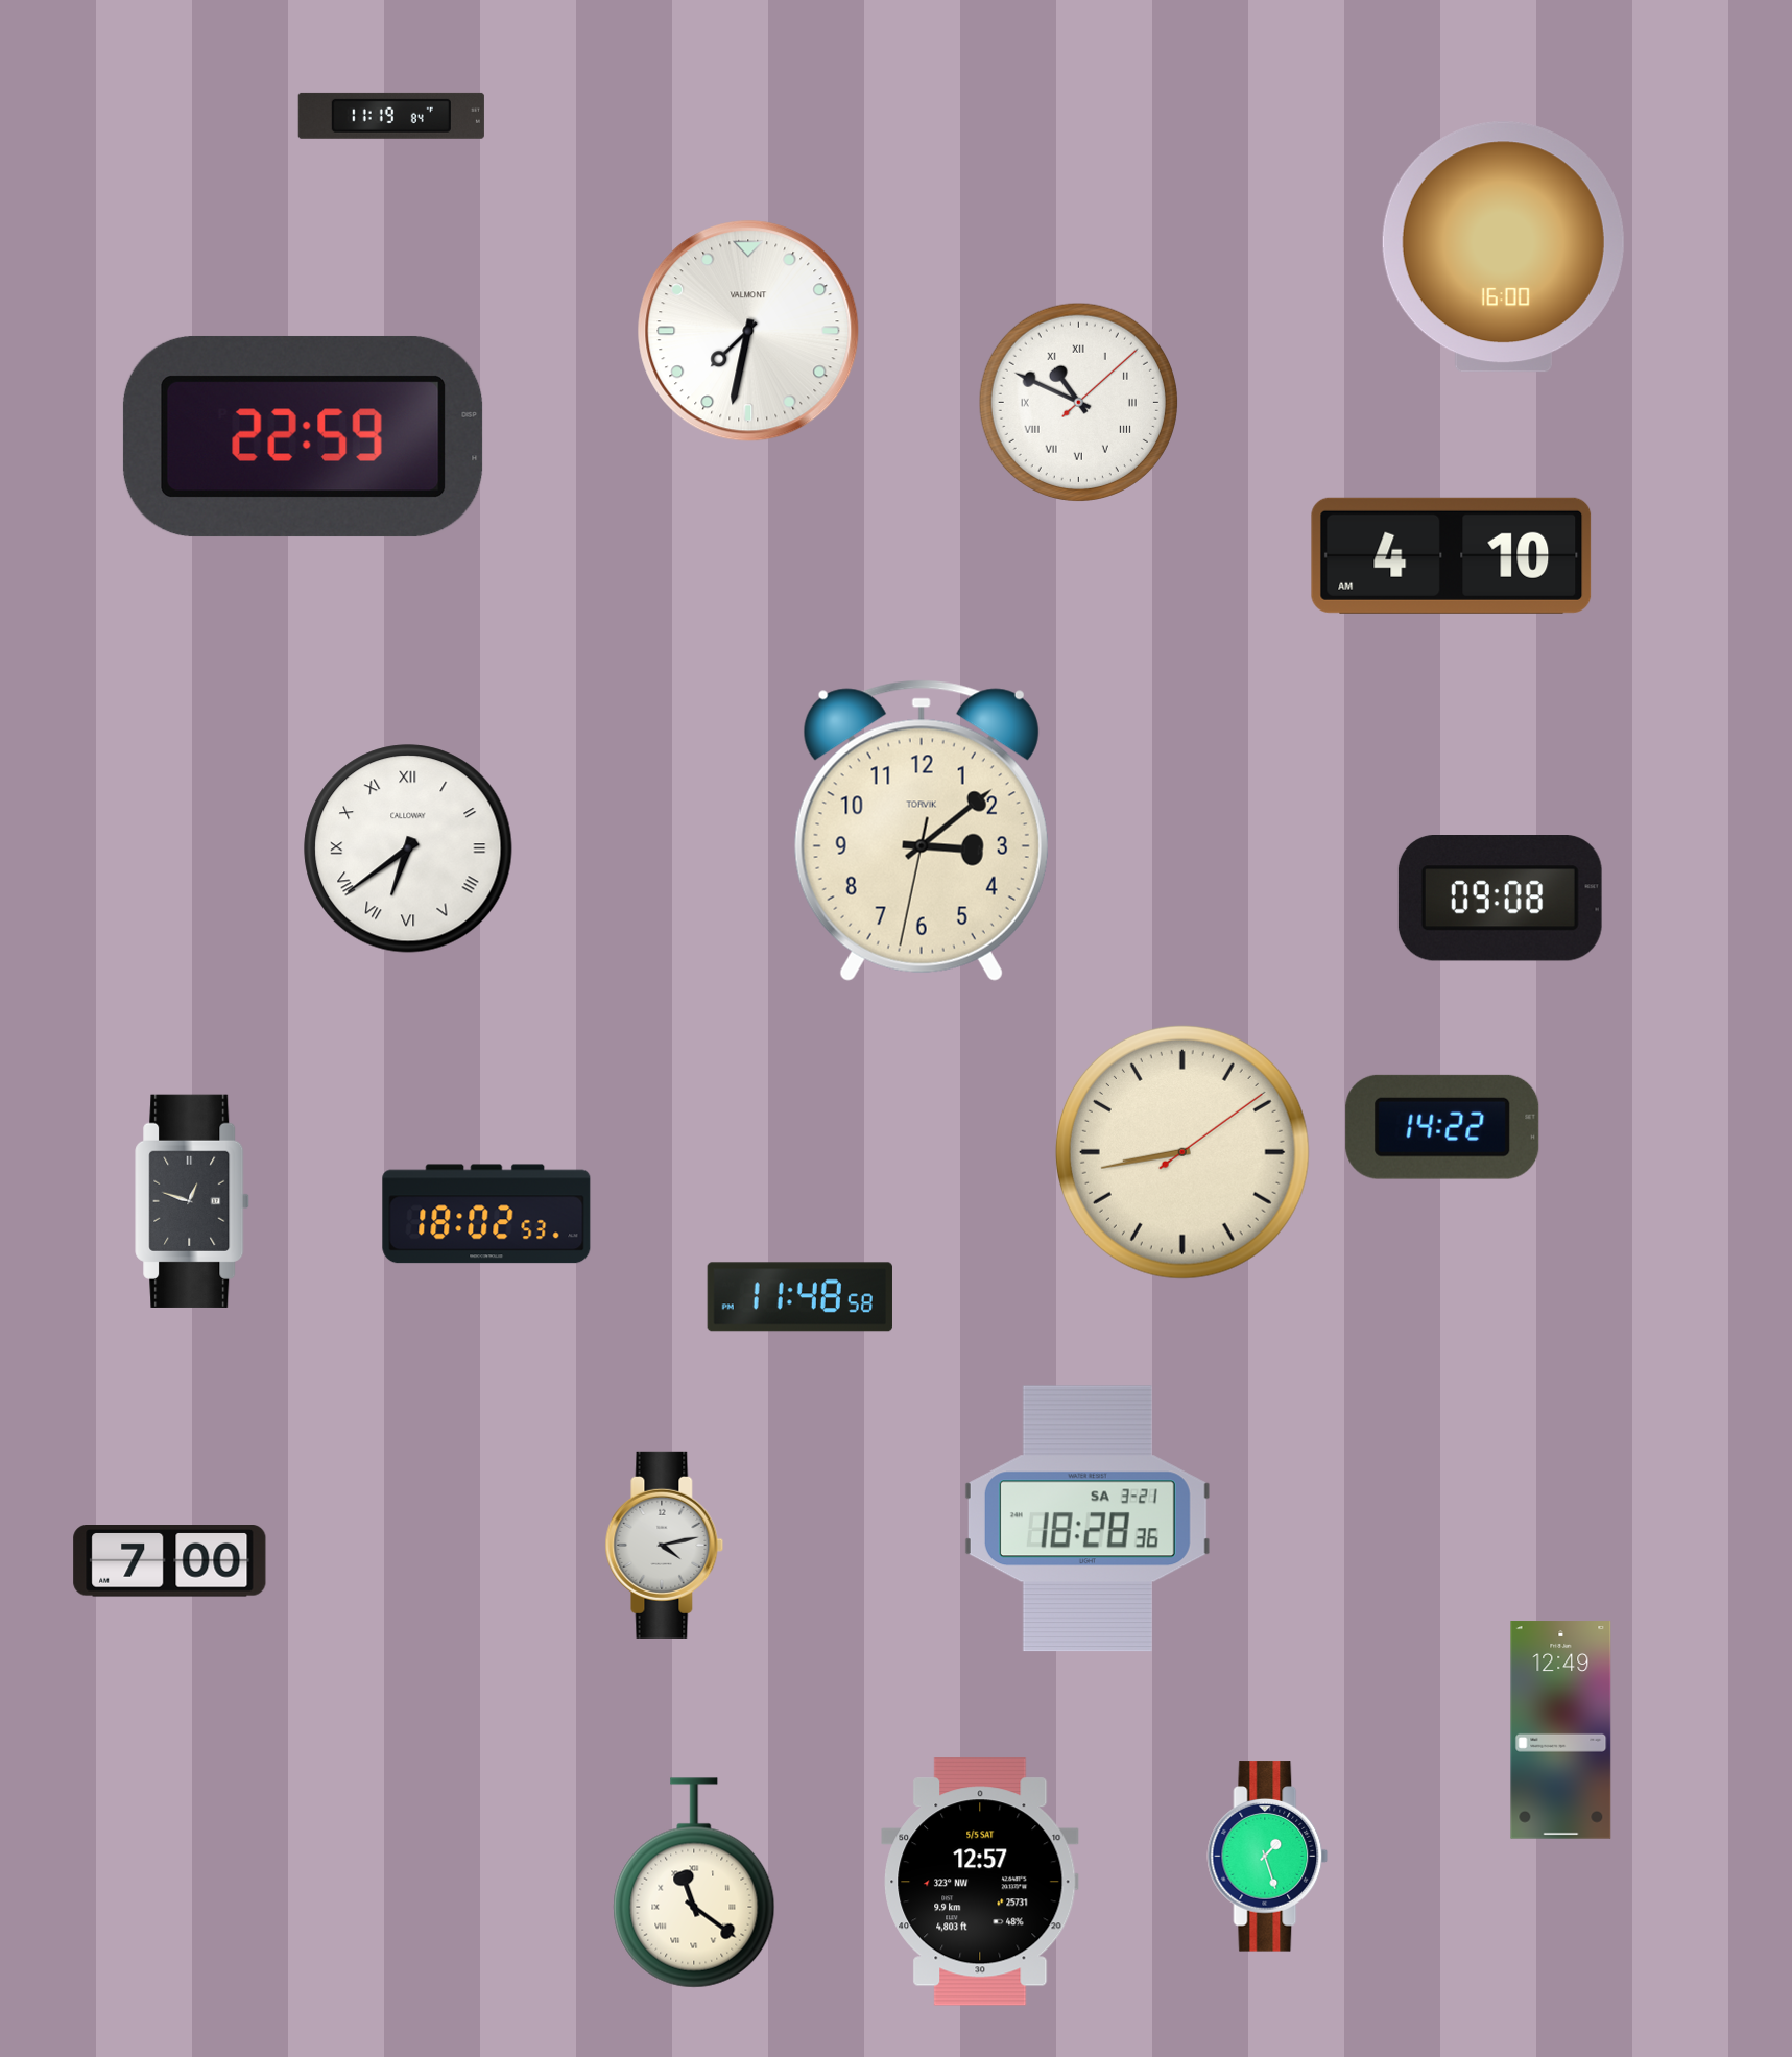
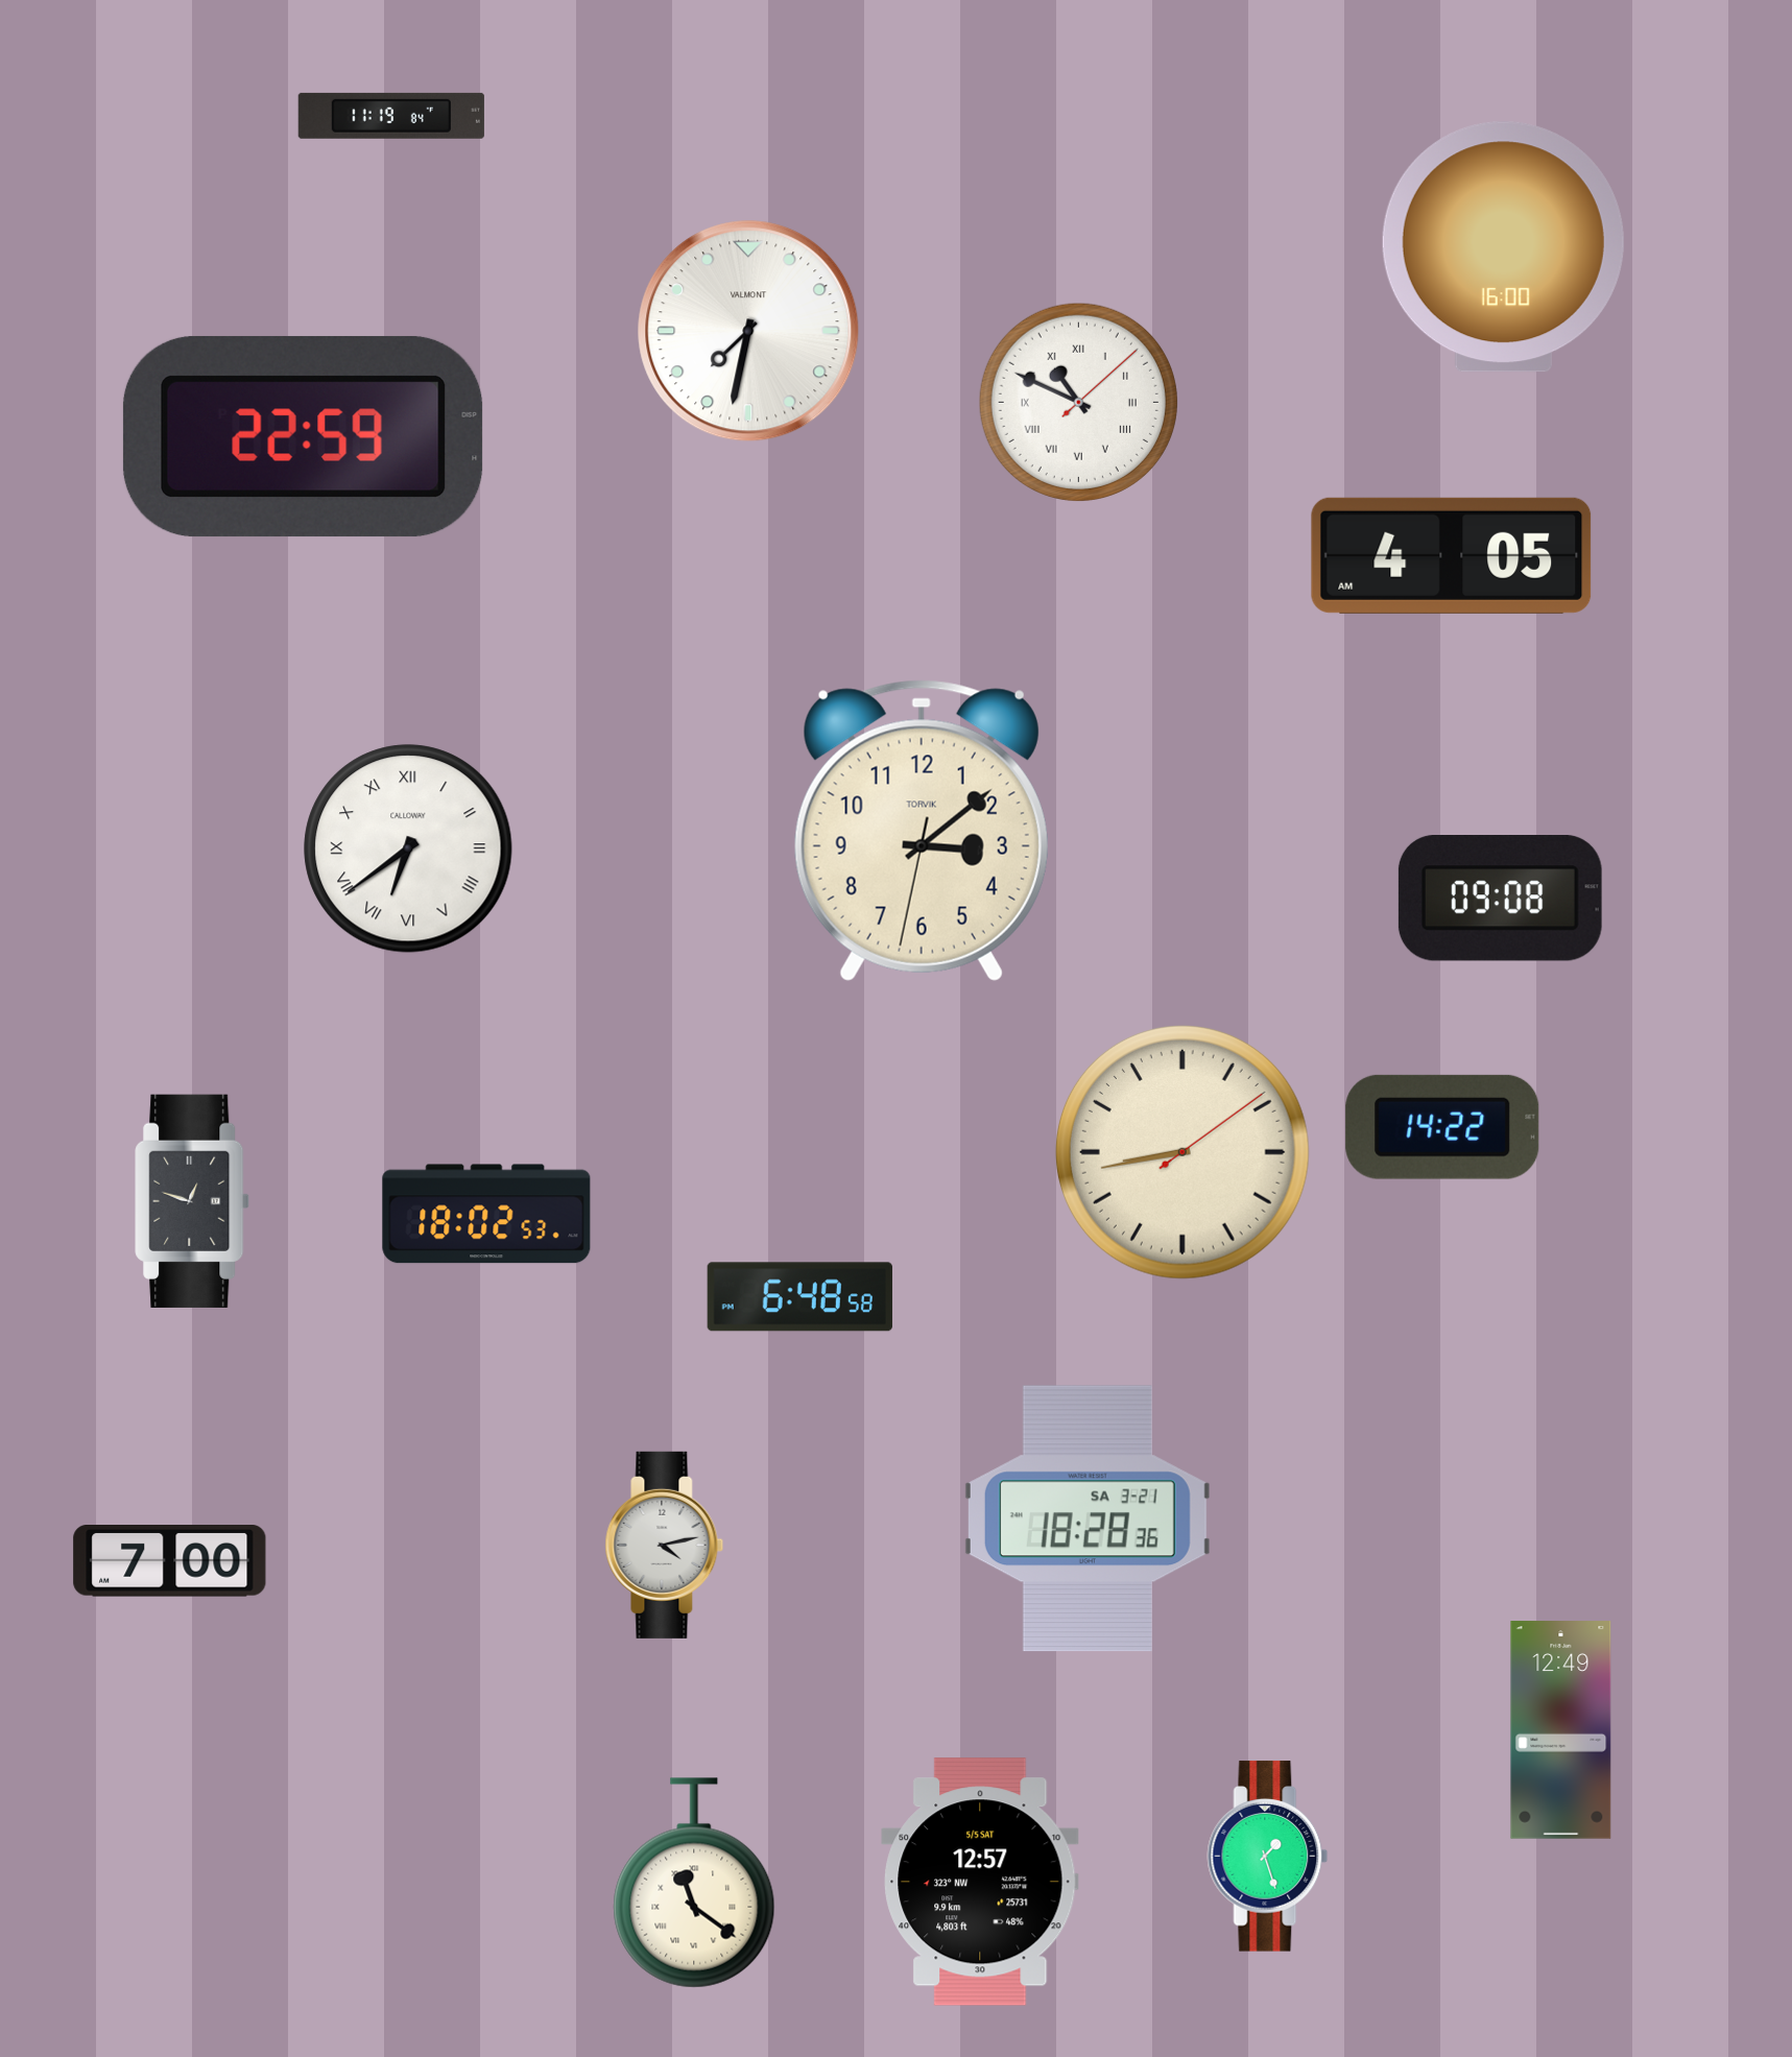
clock at (1452, 555): 4:10 -> 4:05
clock at (799, 1297): 11:48 -> 6:48
